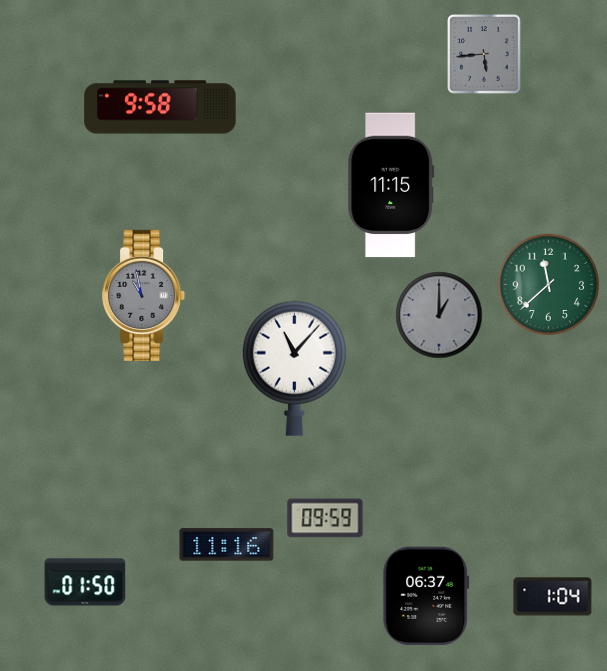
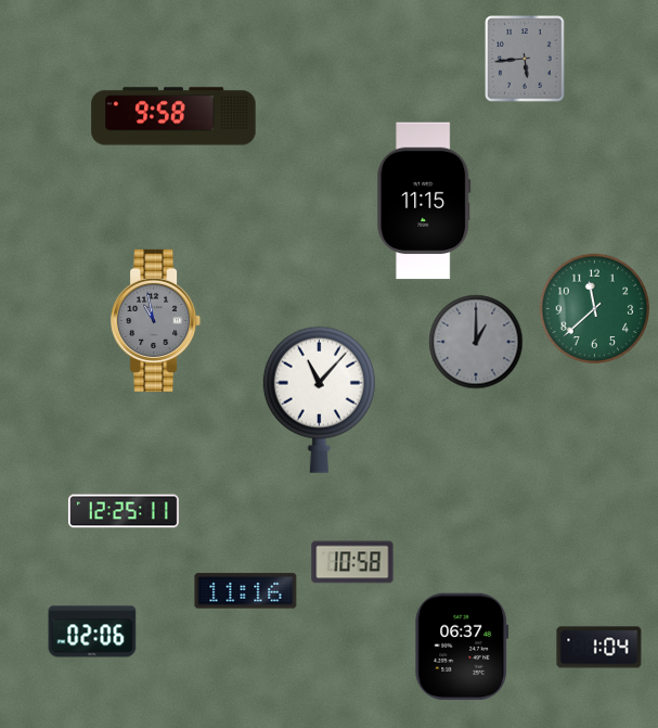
clock at (124, 511): none -> 12:25
clock at (325, 518): 09:59 -> 10:58
clock at (85, 582): 01:50 -> 02:06
